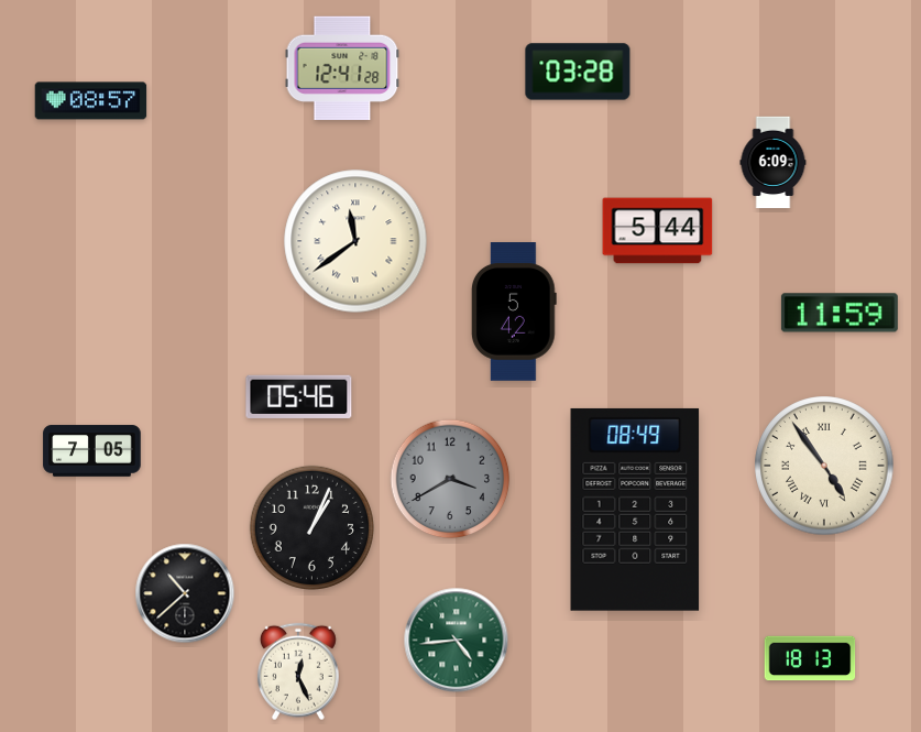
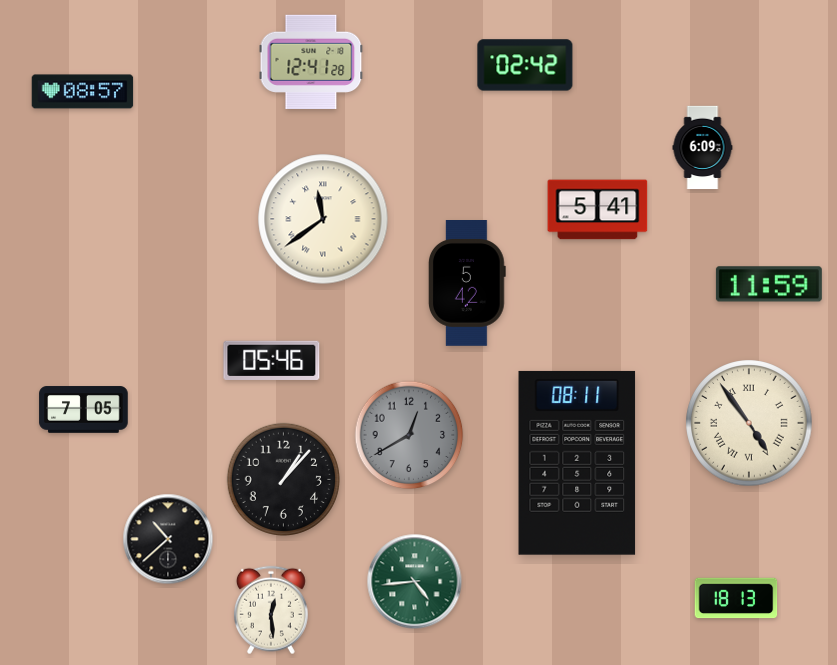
clock at (578, 72): 03:28 -> 02:42
clock at (658, 231): 5:44 -> 5:41
clock at (840, 313) position: (840, 313) -> (769, 284)
clock at (450, 479): 3:40 -> 12:40
clock at (635, 510): 08:49 -> 08:11
clock at (311, 527): 1:04 -> 1:07
clock at (298, 671): 12:26 -> 12:29
